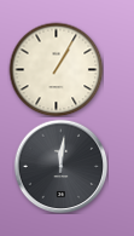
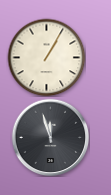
clock at (60, 166): 12:01 -> 11:57
